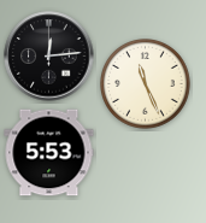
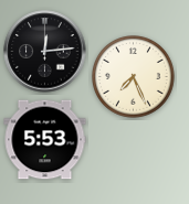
clock at (146, 84): 11:26 -> 7:26
